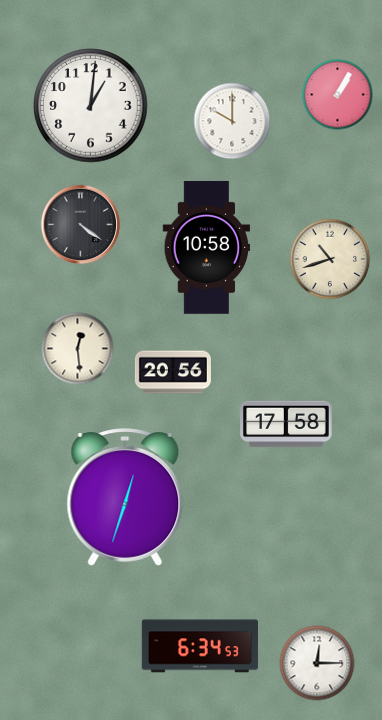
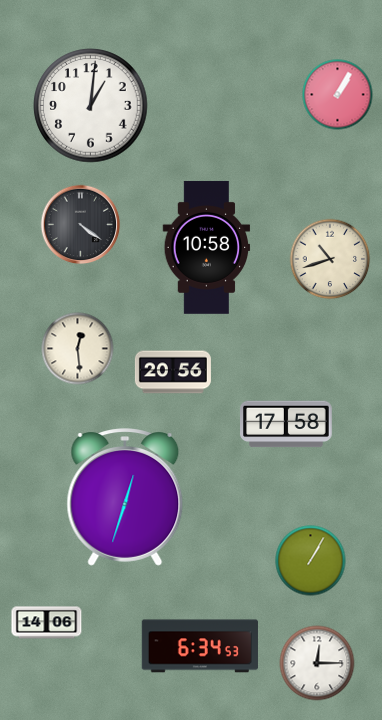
clock at (232, 121): 10:00 -> none
clock at (311, 561): none -> 1:05
clock at (47, 623): none -> 14:06
